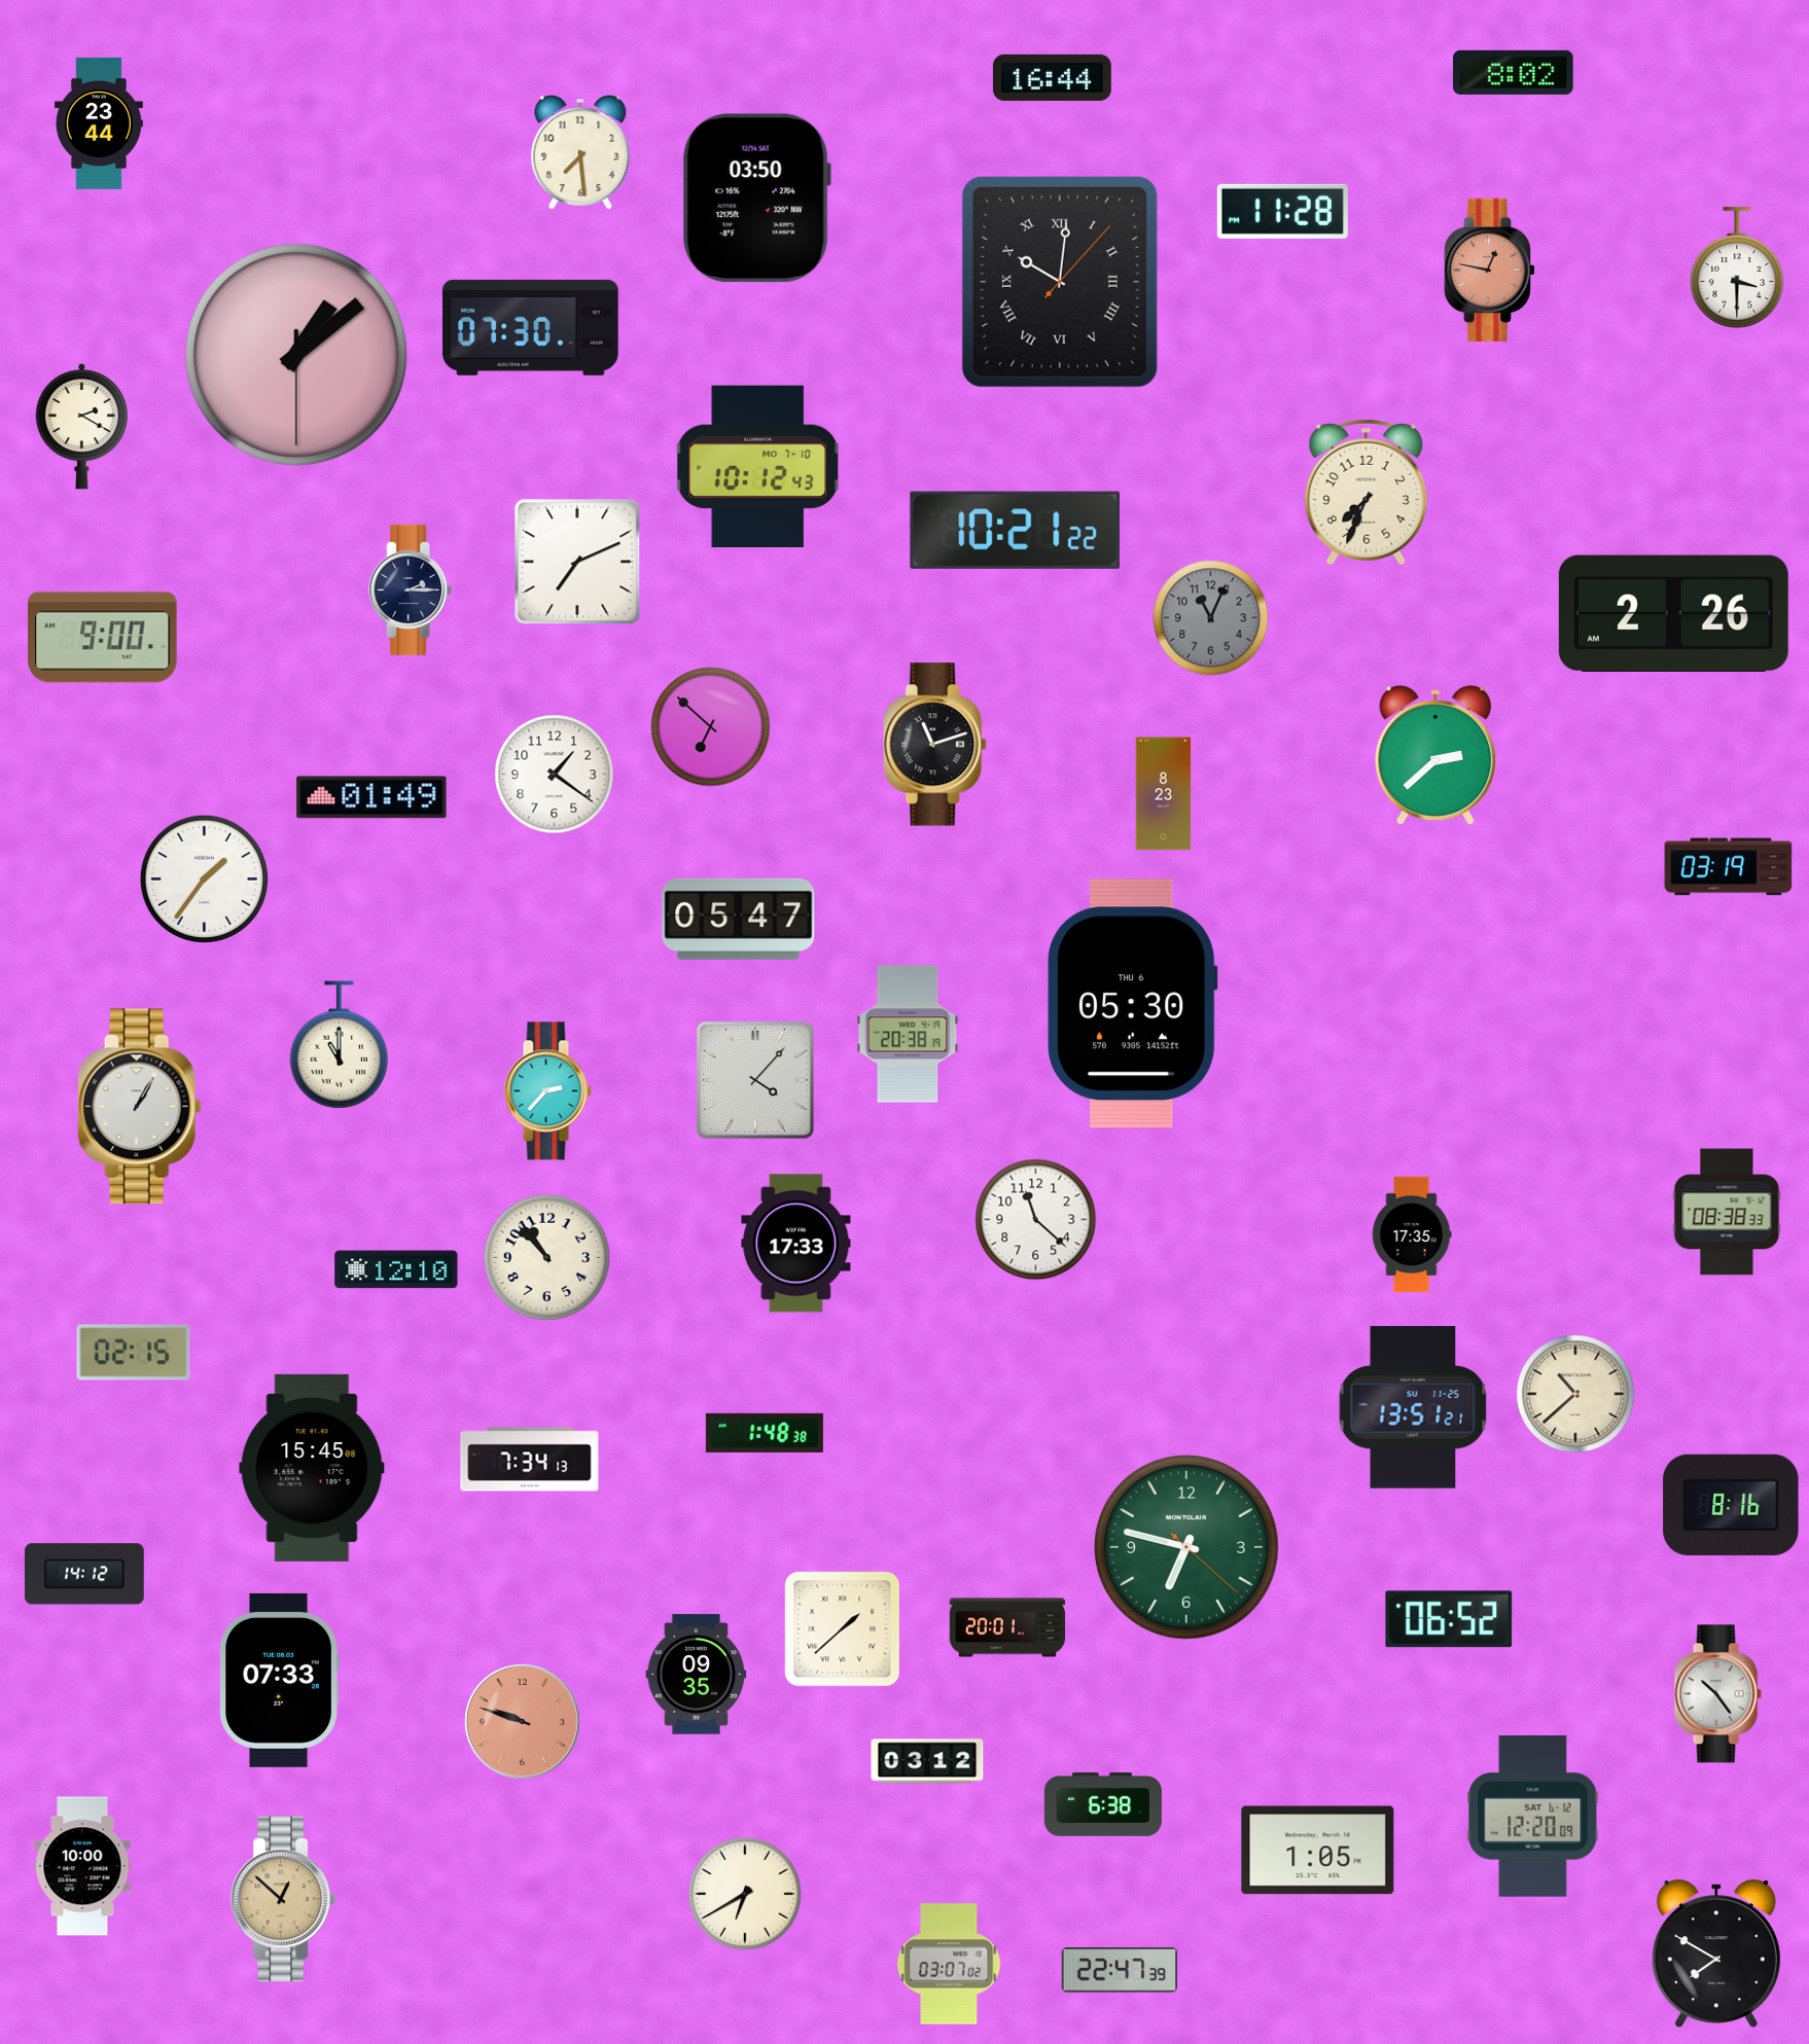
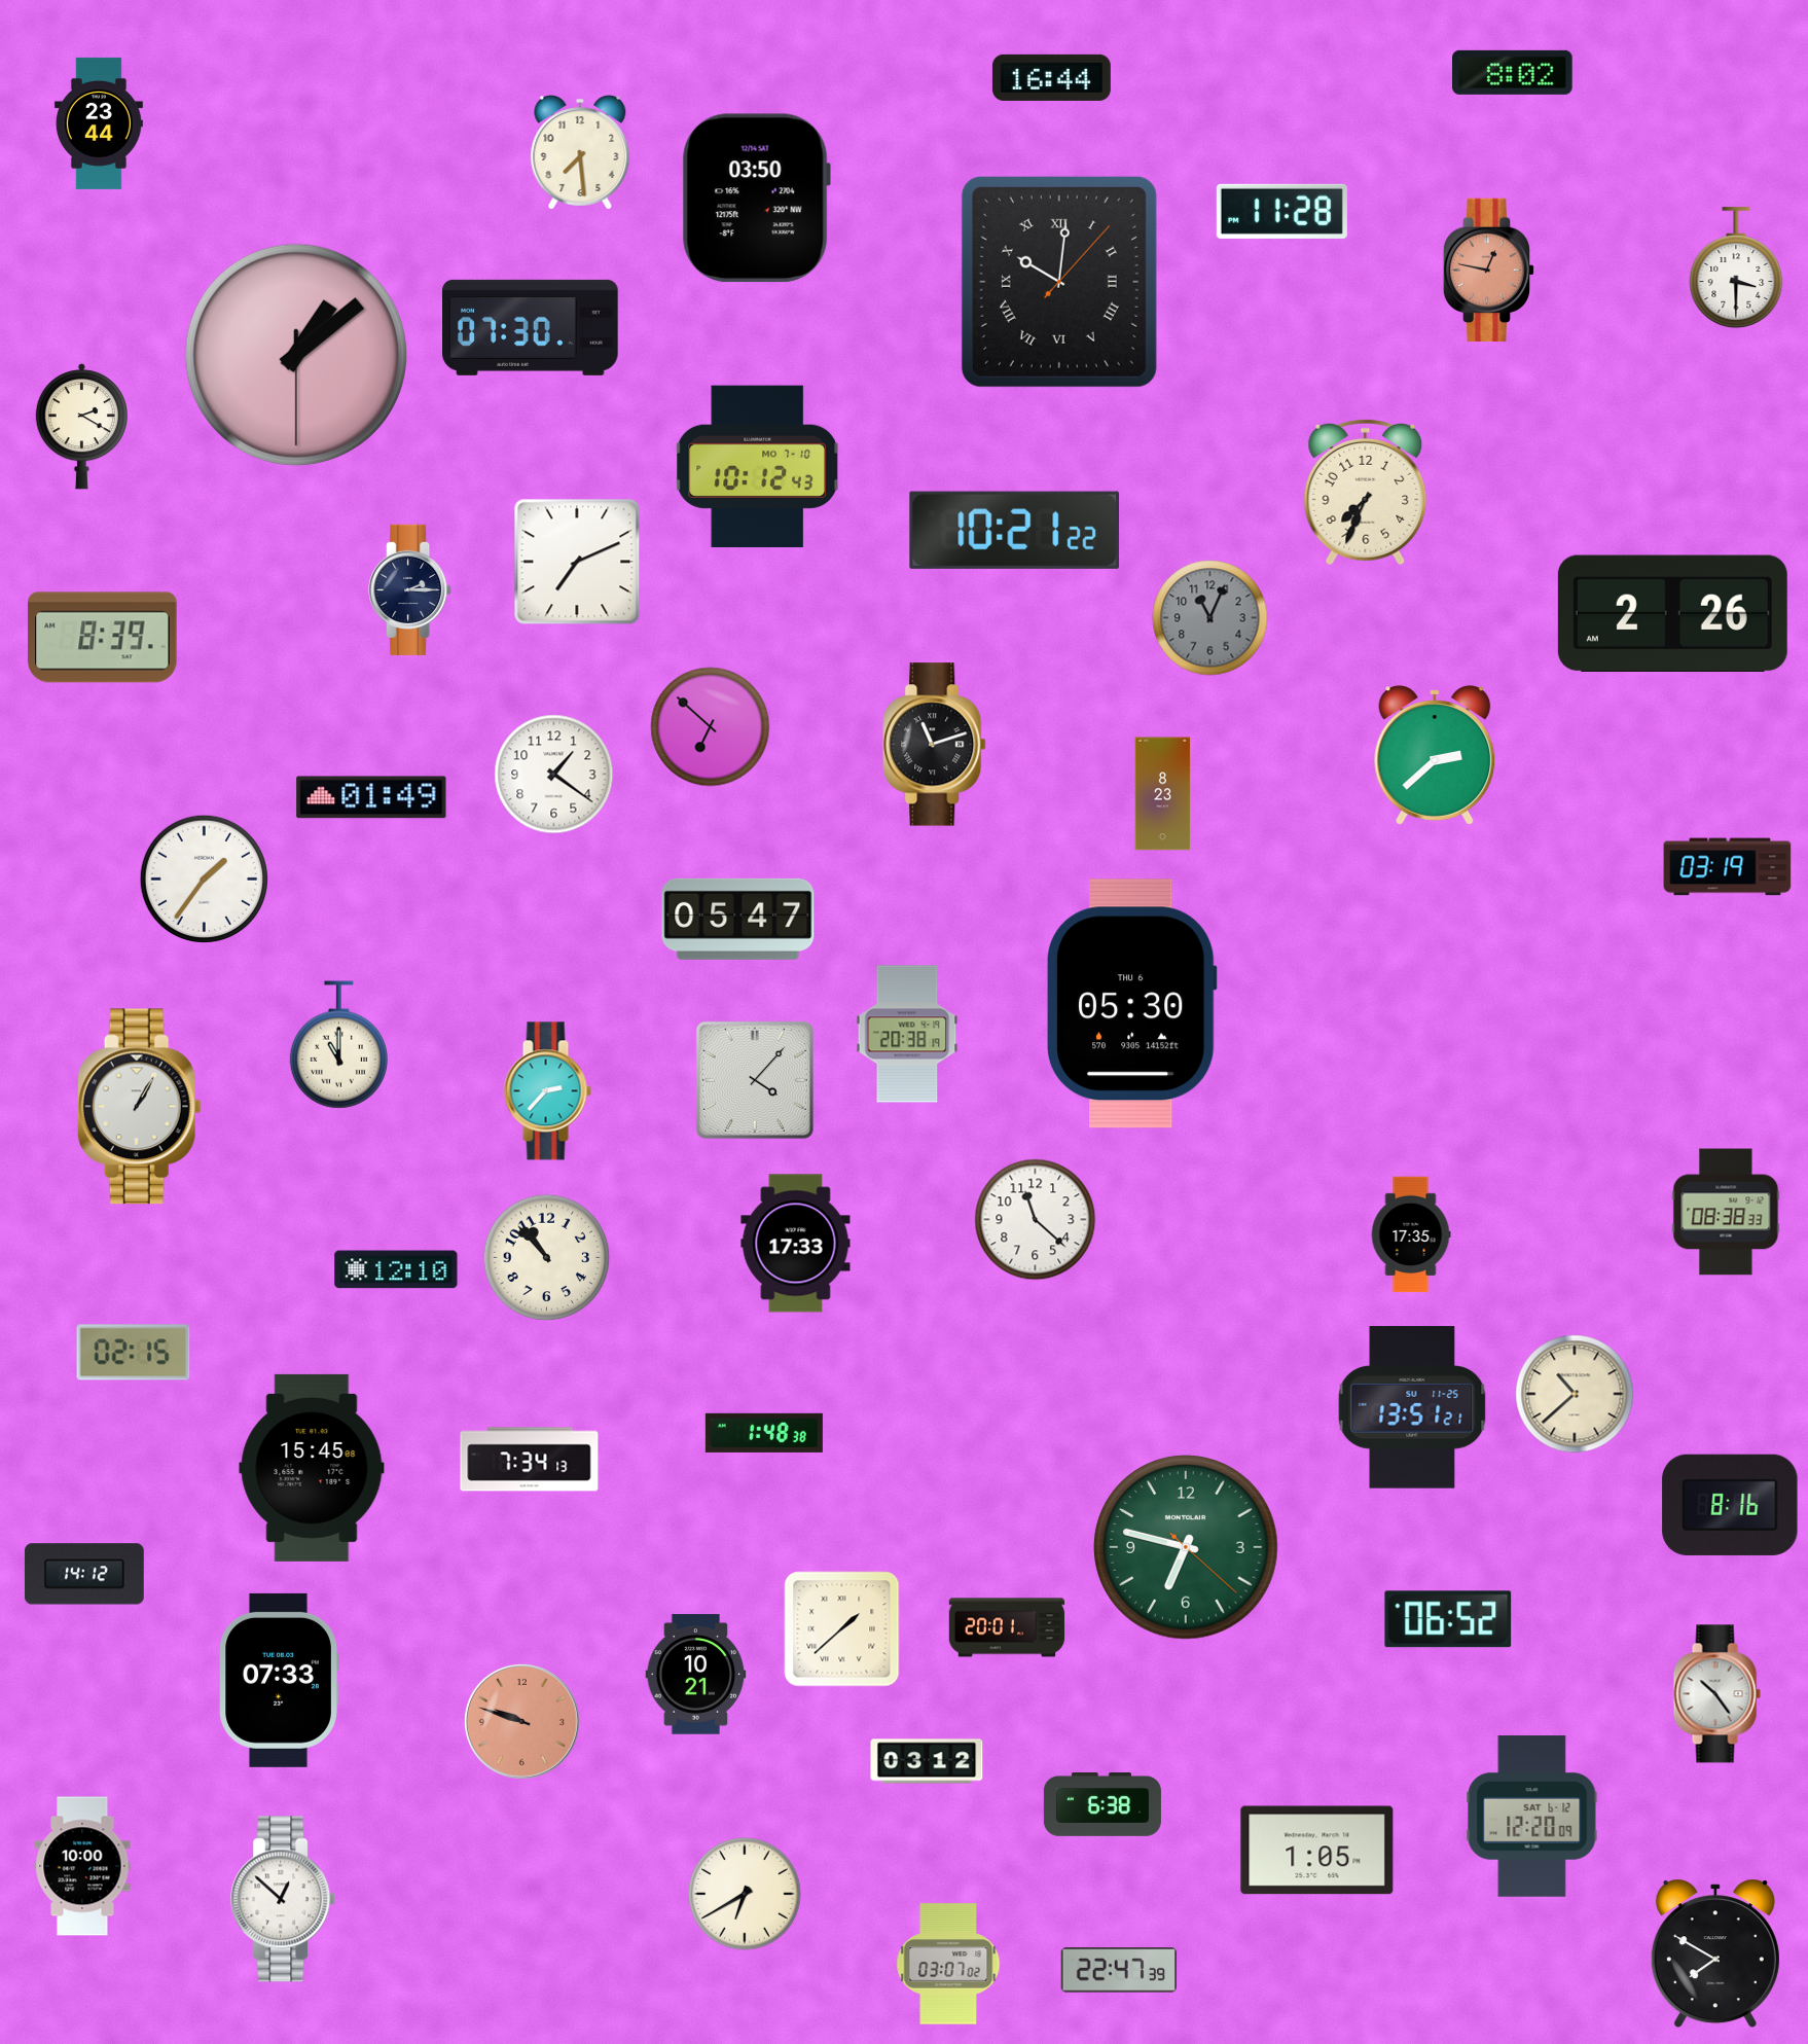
clock at (103, 638): 9:00 -> 8:39
clock at (697, 1675): 09:35 -> 10:21
clock at (284, 1899) dial: champagne -> white
